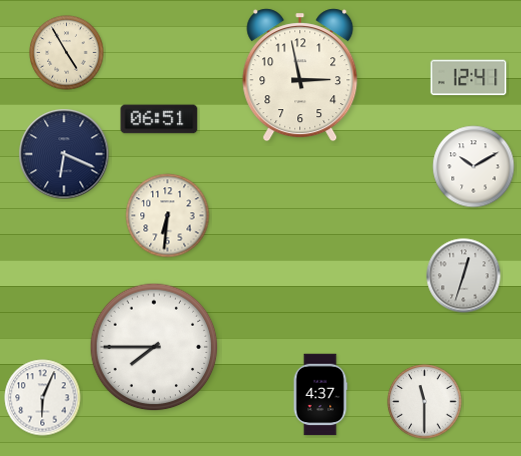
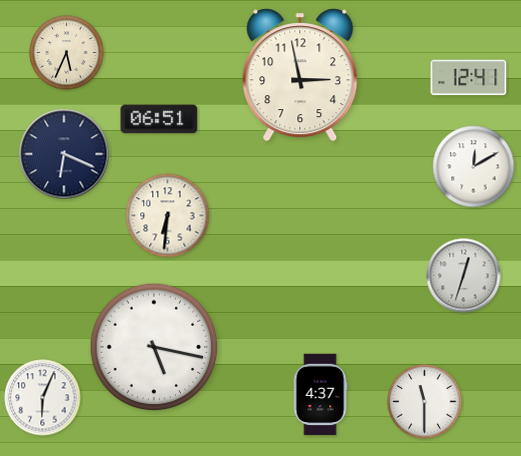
clock at (67, 53): 4:55 -> 5:34
clock at (474, 167): 10:10 -> 12:10
clock at (154, 347): 7:45 -> 5:17
